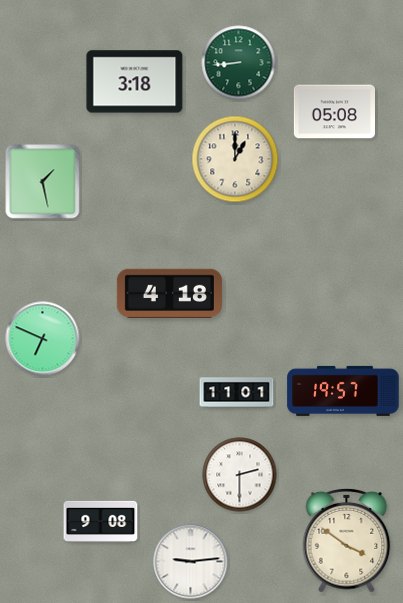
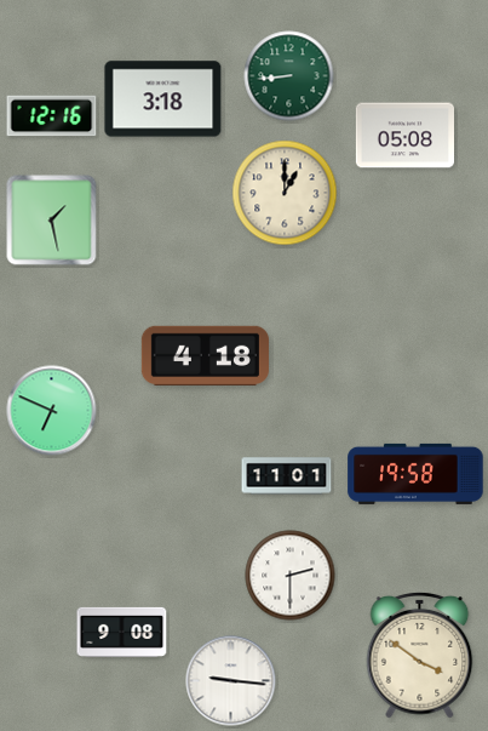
clock at (52, 116): none -> 12:16
clock at (343, 391): 19:57 -> 19:58
clock at (191, 562): 9:14 -> 9:16
